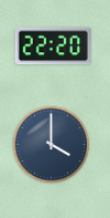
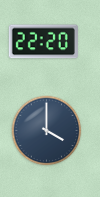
clock at (53, 46) position: (53, 46) -> (43, 42)
